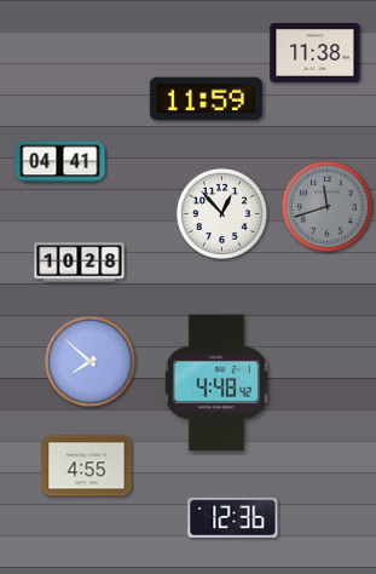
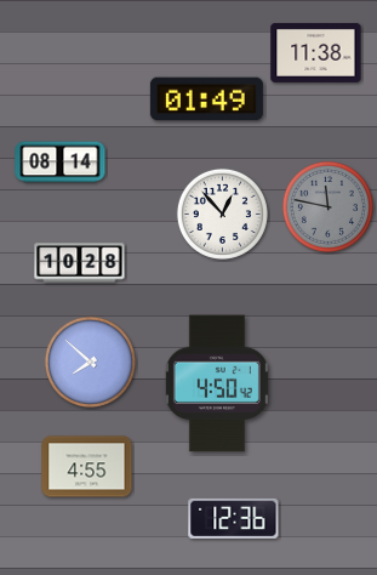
clock at (206, 99): 11:59 -> 01:49
clock at (60, 162): 04:41 -> 08:14
clock at (326, 206): 11:42 -> 11:47
clock at (216, 383): 4:48 -> 4:50
